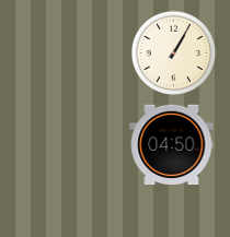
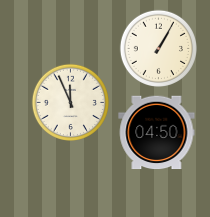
clock at (70, 102): none -> 11:56
